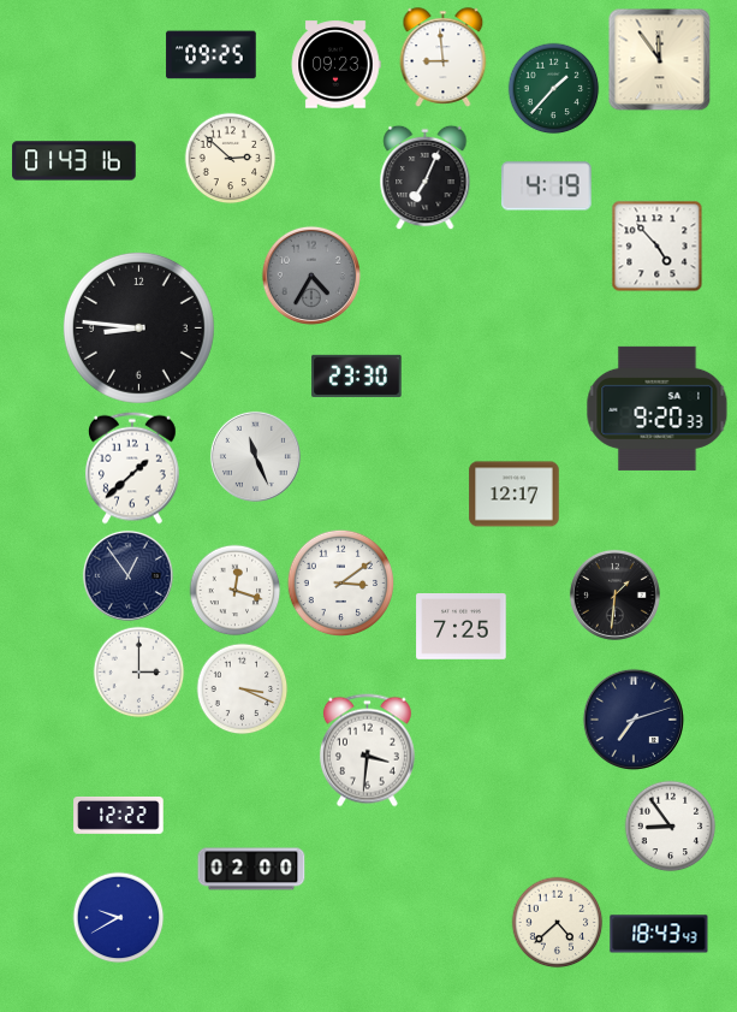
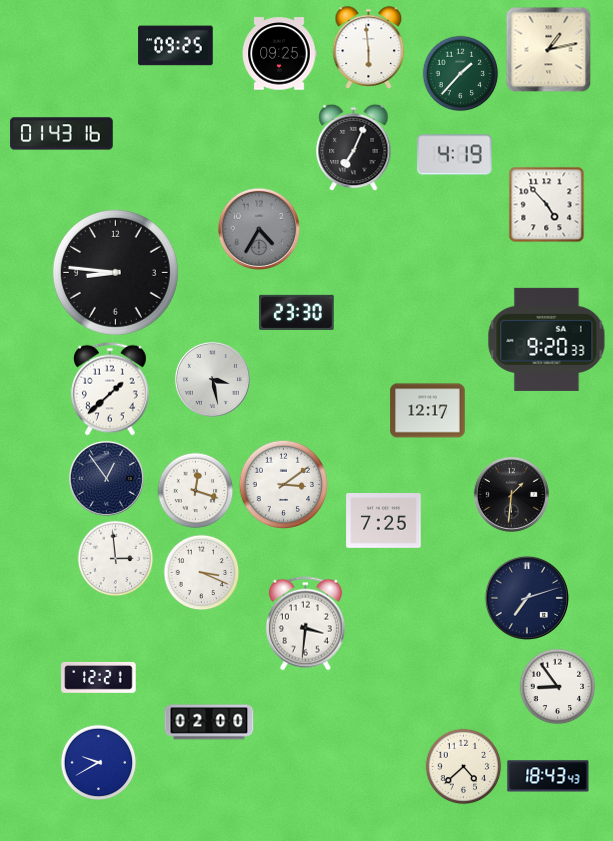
clock at (444, 58): 8:59 -> 5:59
clock at (660, 60): 11:54 -> 1:13
clock at (335, 65): 09:23 -> 09:25
clock at (231, 159): 2:52 -> none
clock at (255, 456): 11:26 -> 3:28
clock at (139, 673): 3:00 -> 2:59
clock at (119, 815): 12:22 -> 12:21
